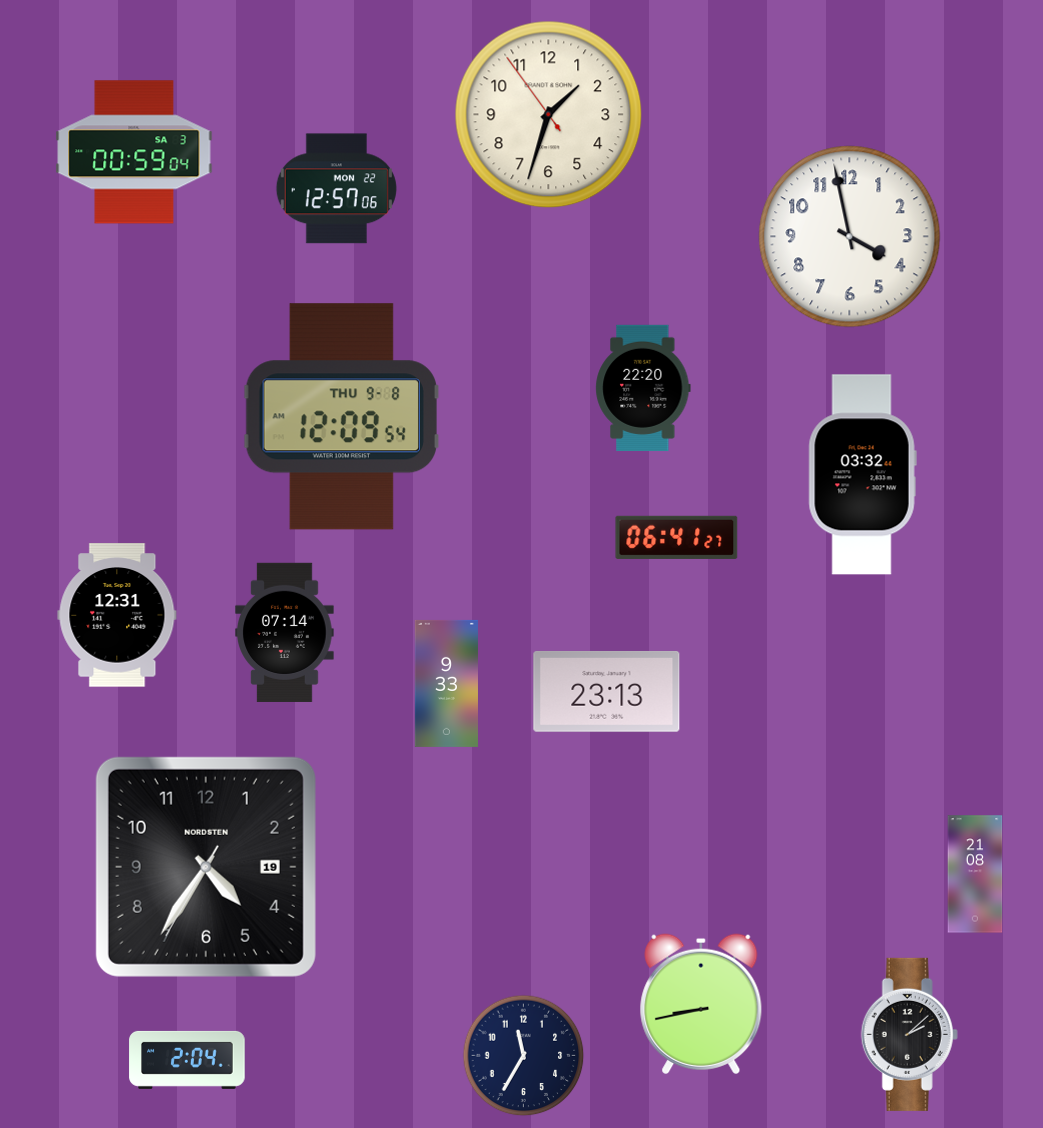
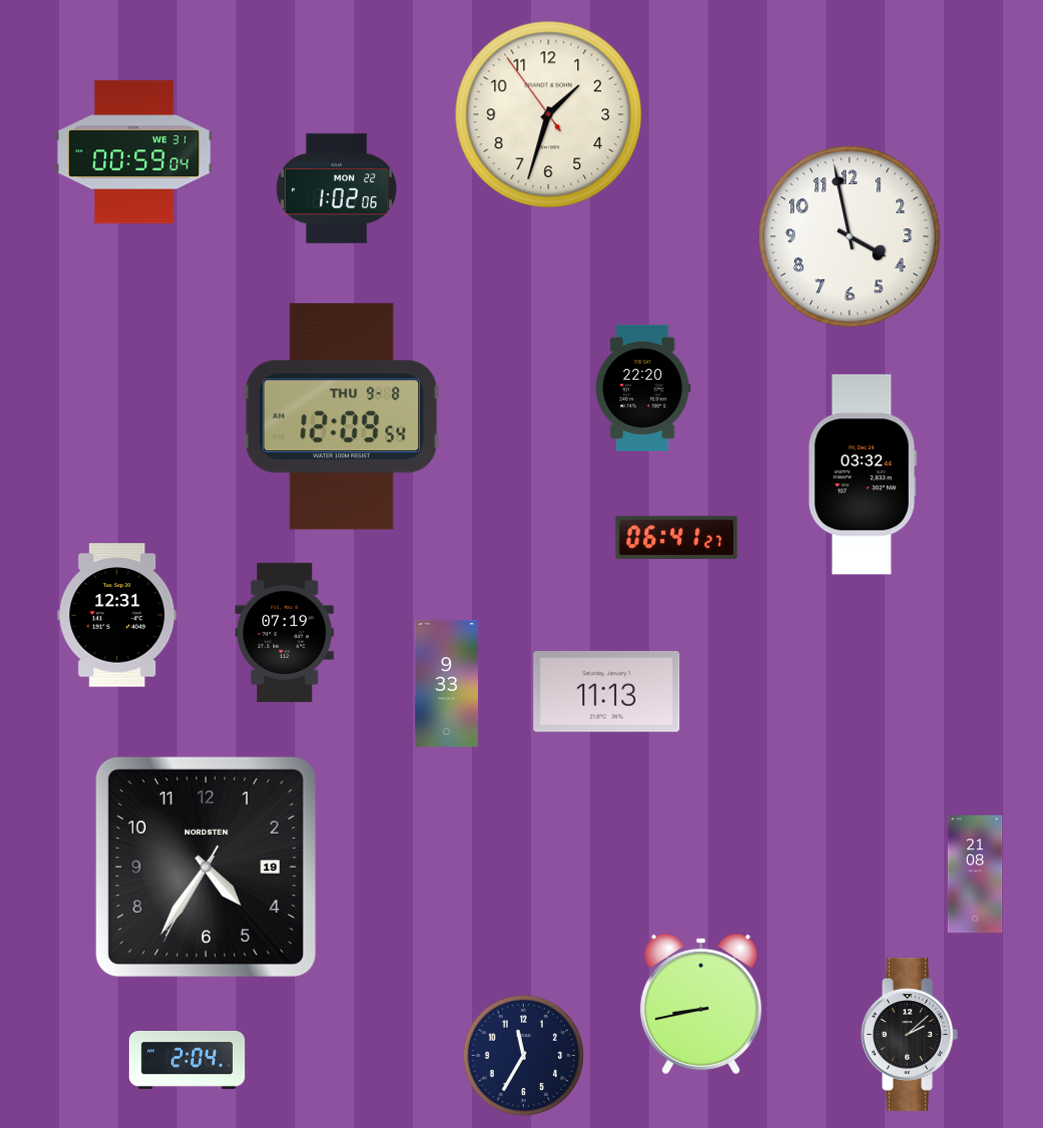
clock at (134, 152) date: SA 3 -> WE 31
clock at (336, 189): 12:57 -> 1:02
clock at (285, 632): 07:14 -> 07:19
clock at (607, 691): 23:13 -> 11:13
